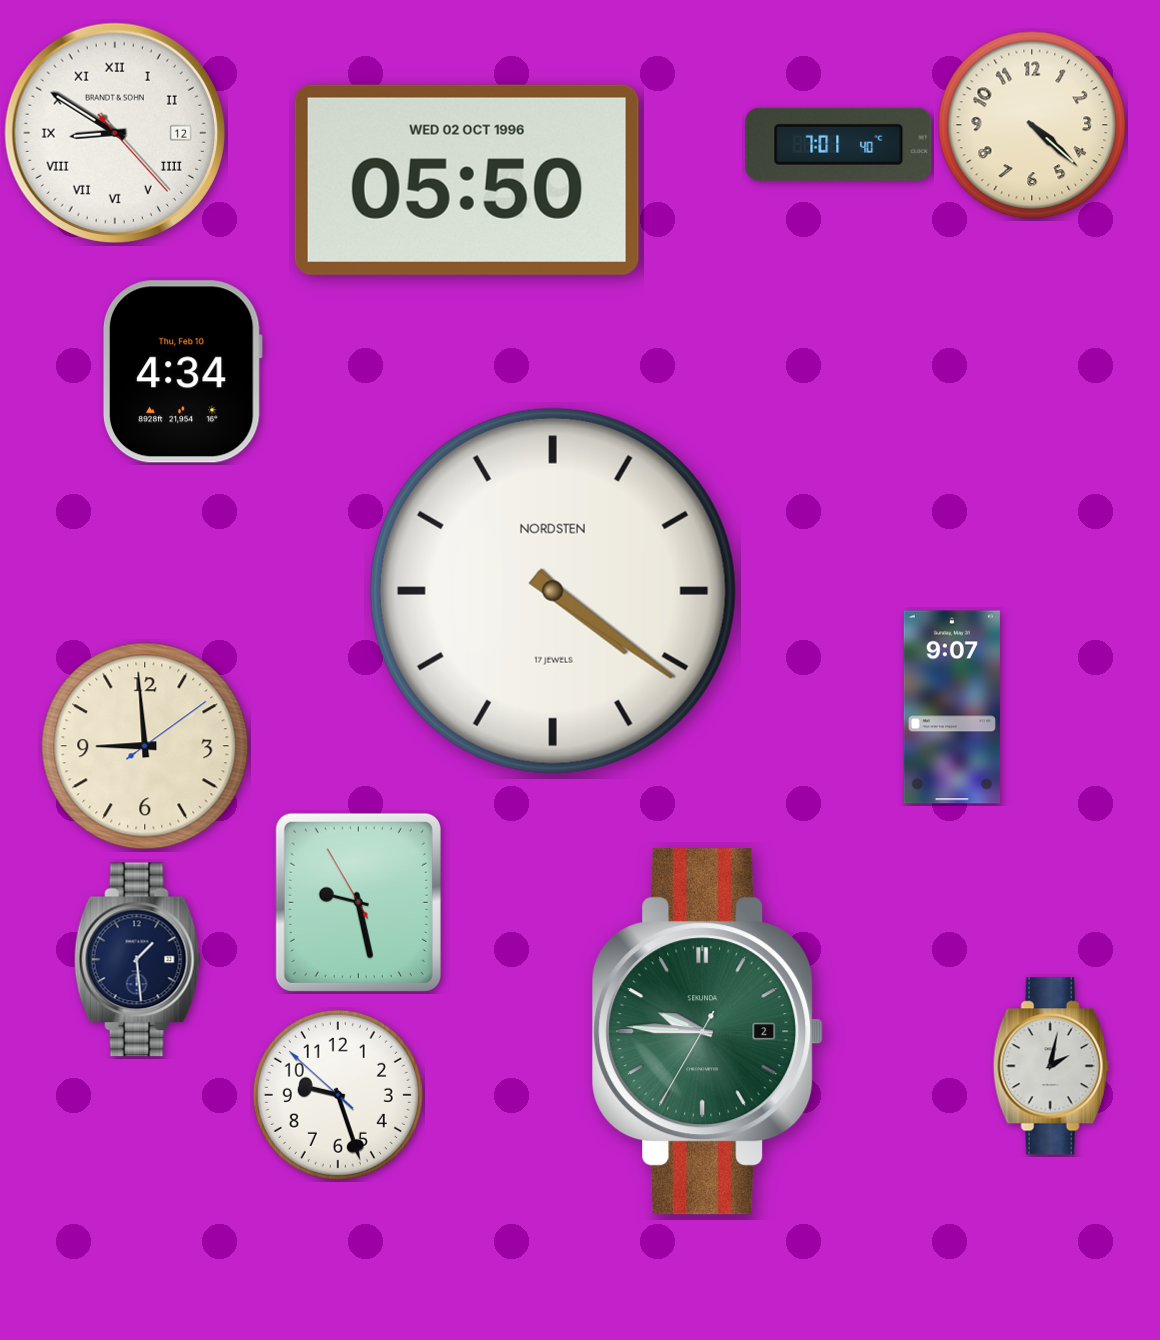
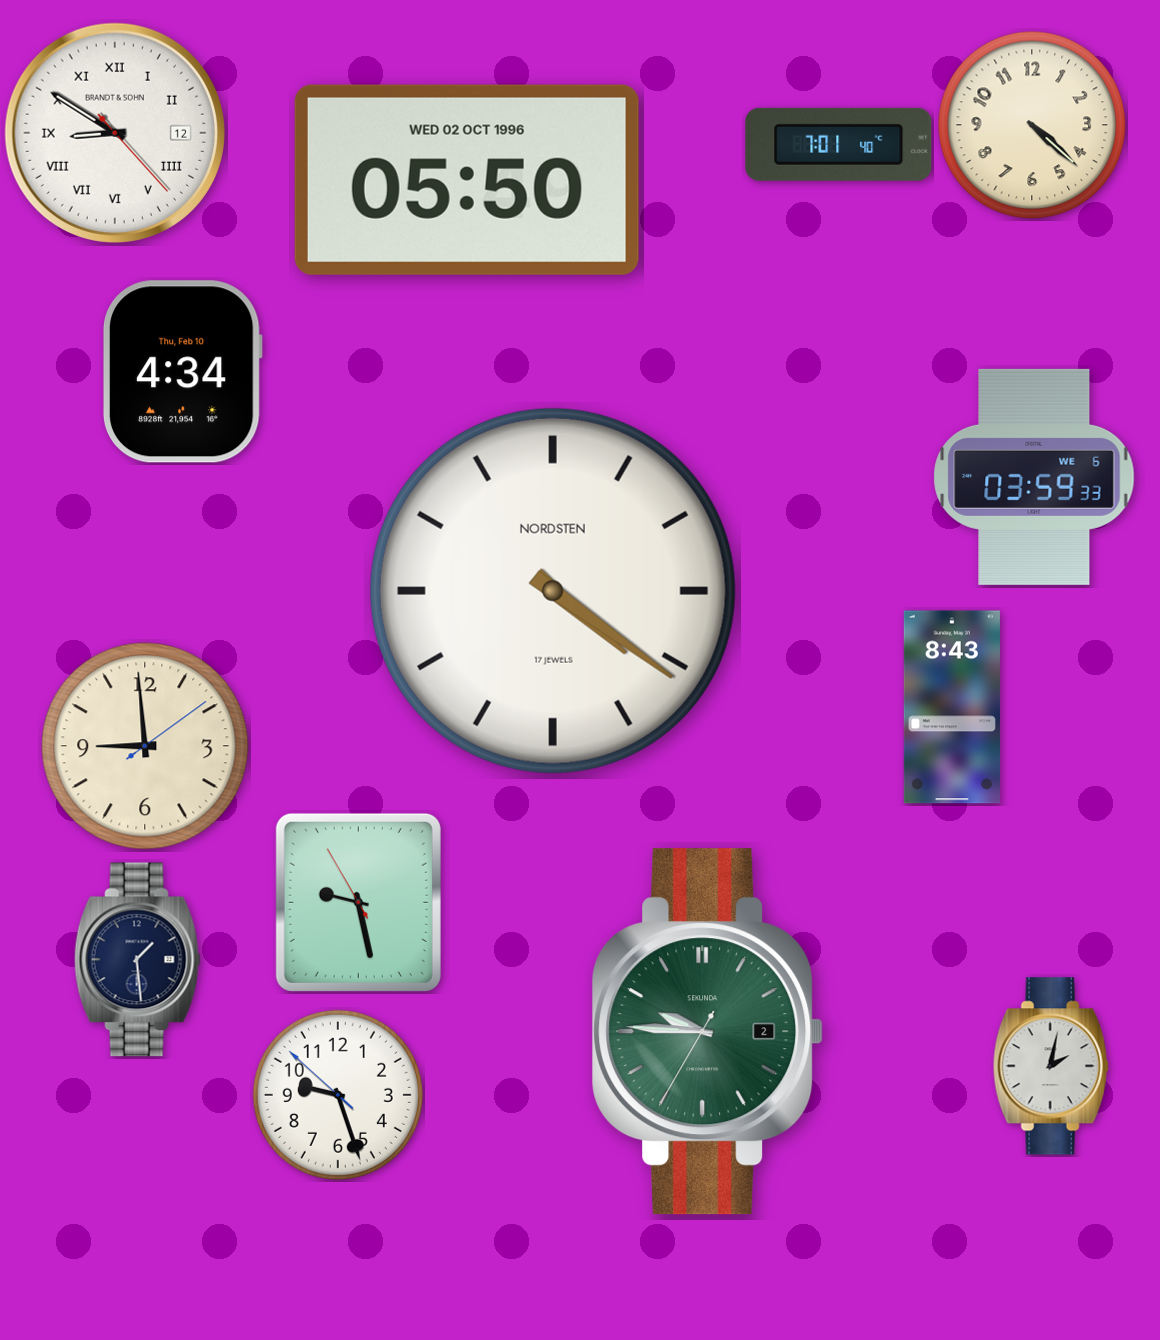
clock at (1034, 477): none -> 03:59
clock at (952, 707): 9:07 -> 8:43
